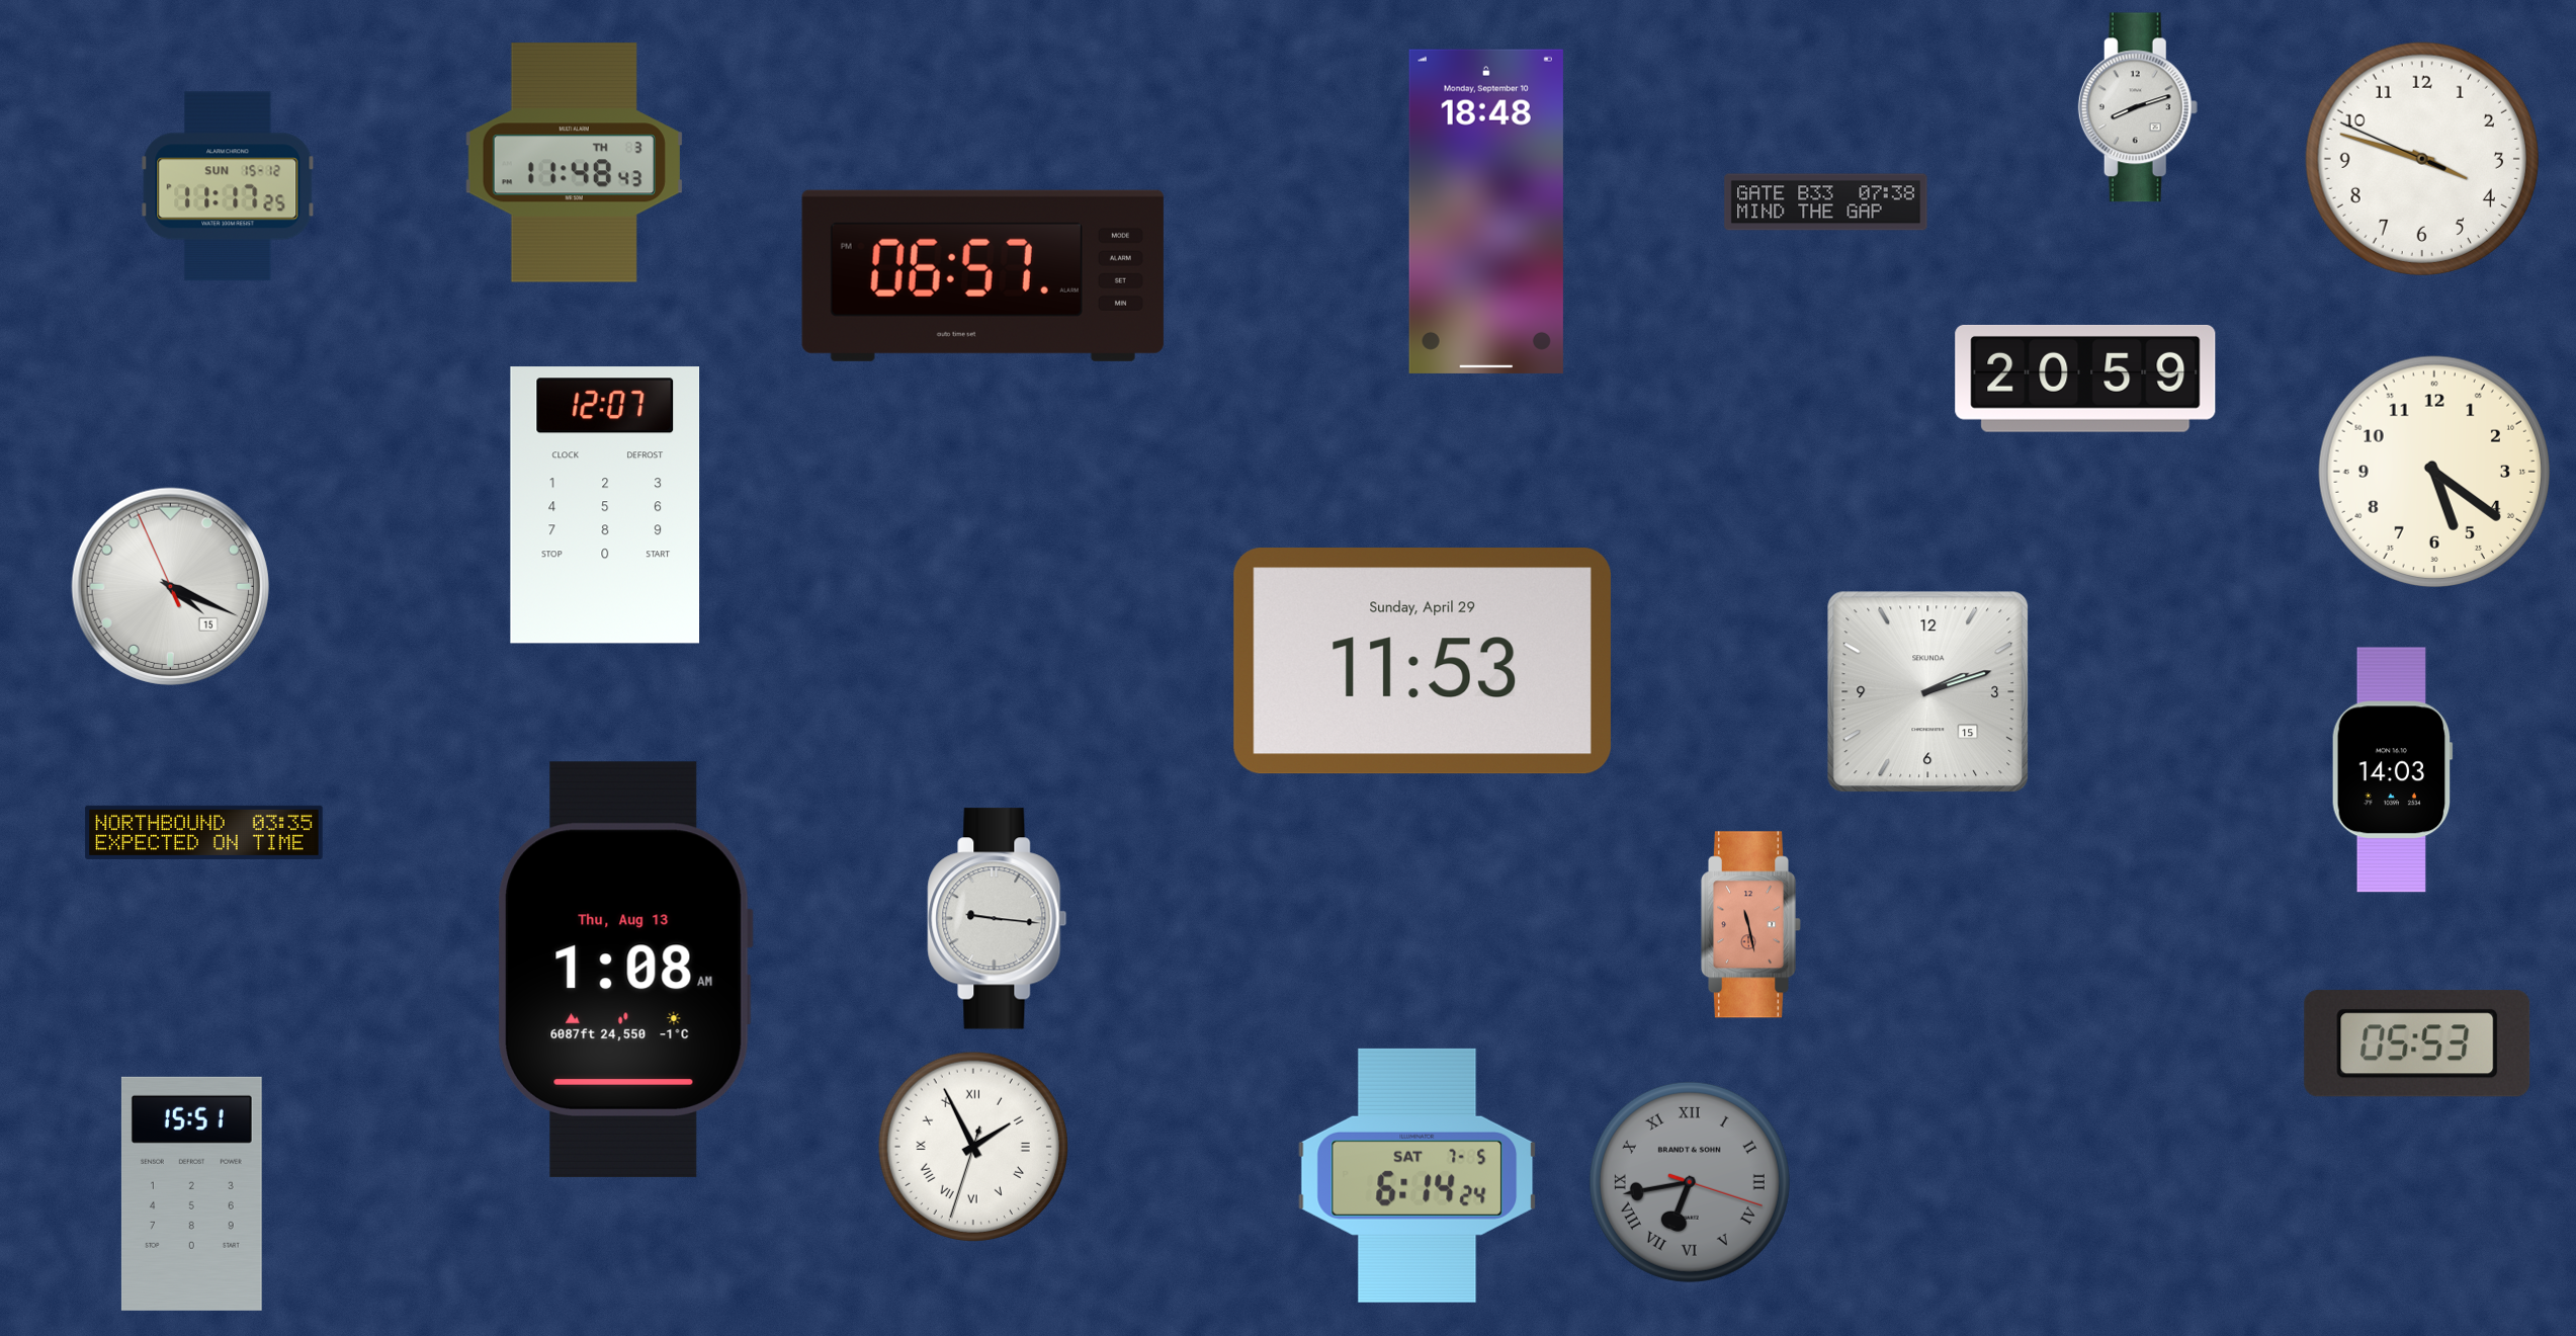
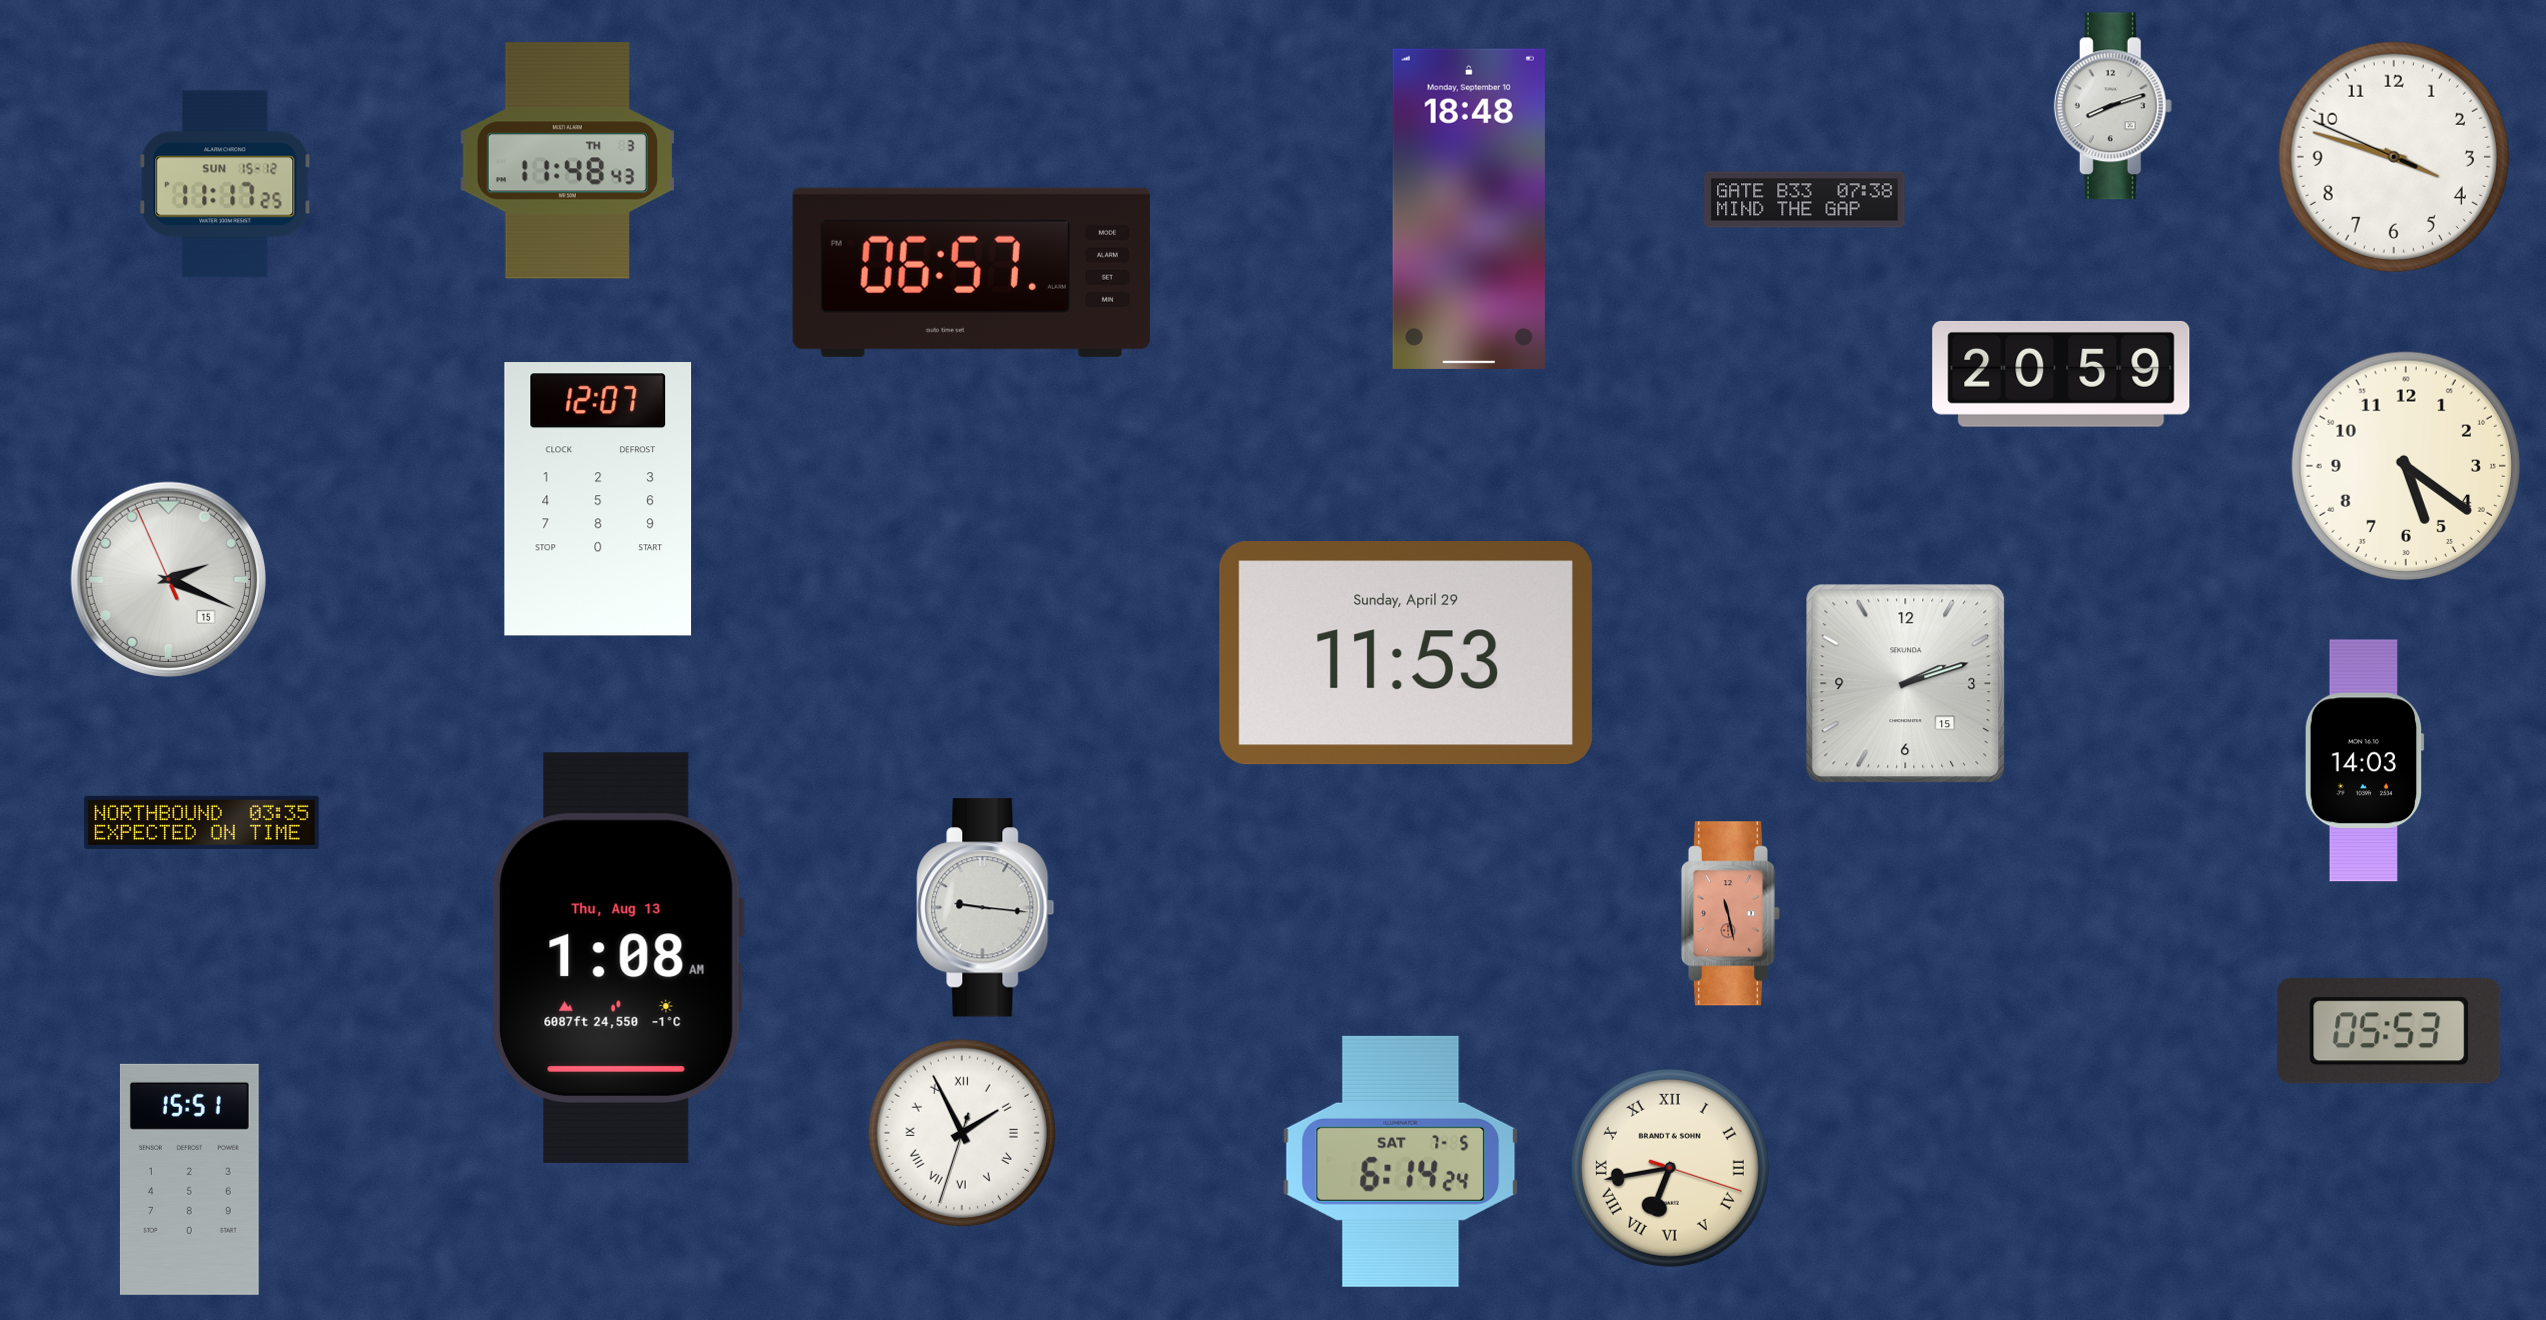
clock at (170, 586): 4:18 -> 2:18
clock at (1690, 1182) dial: grey -> cream
